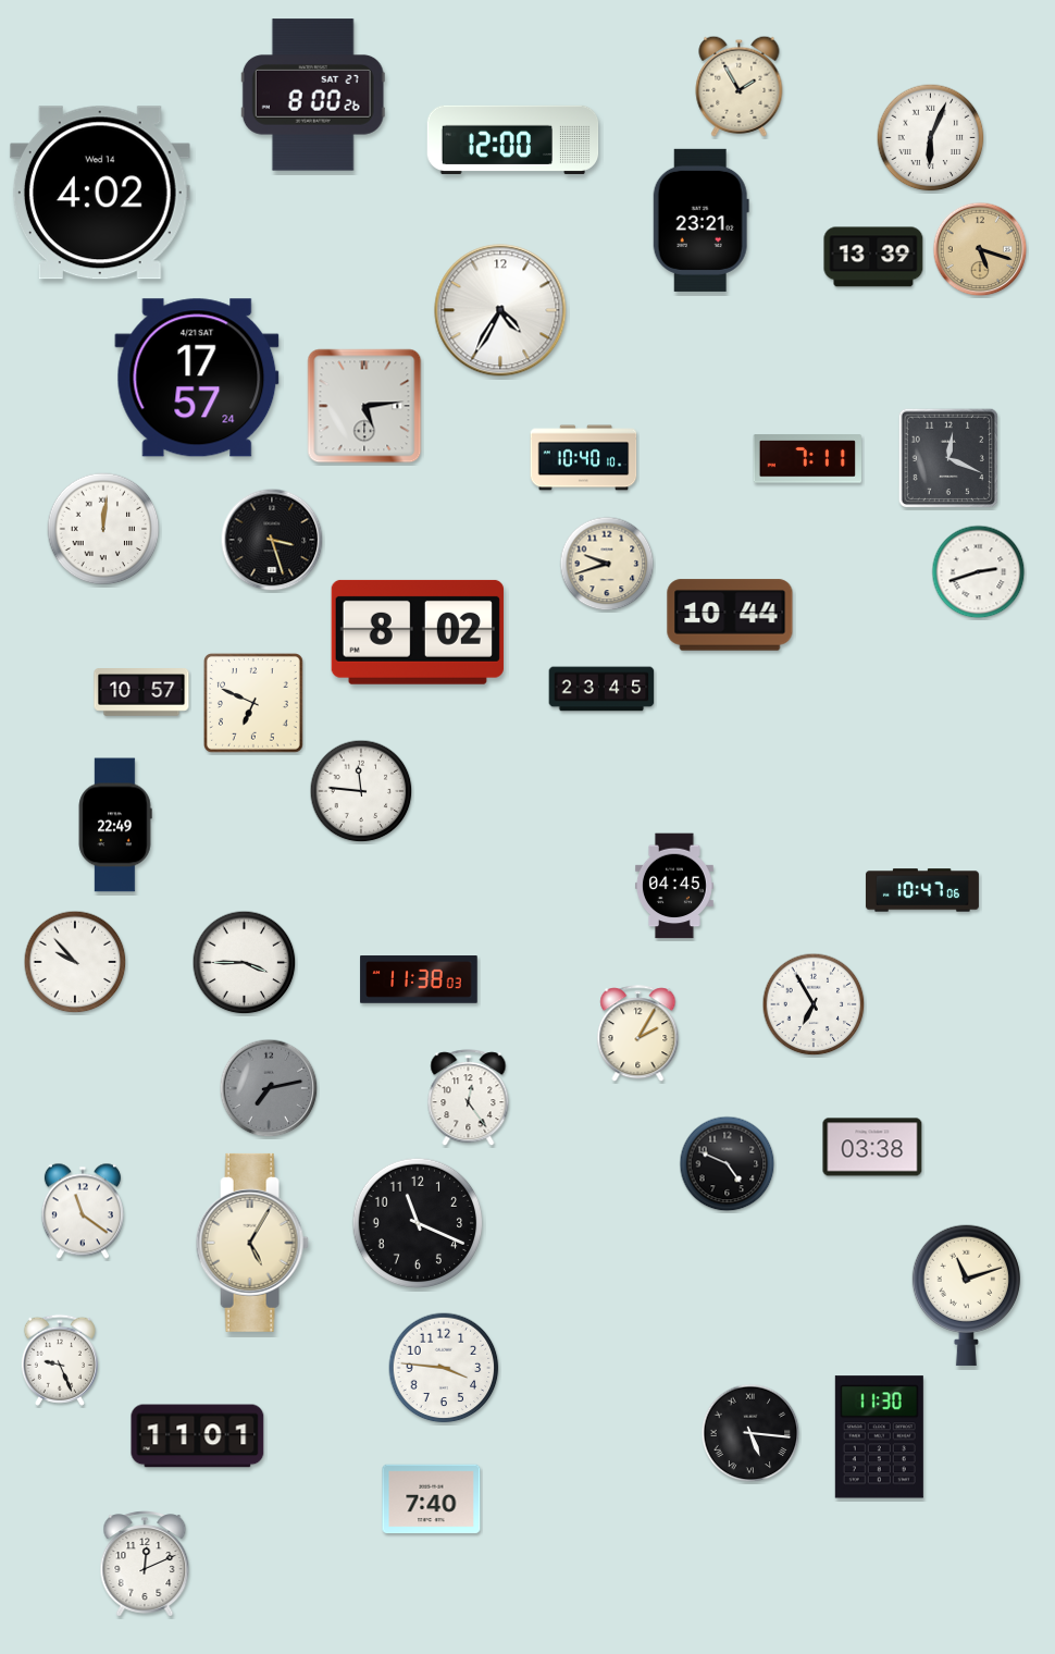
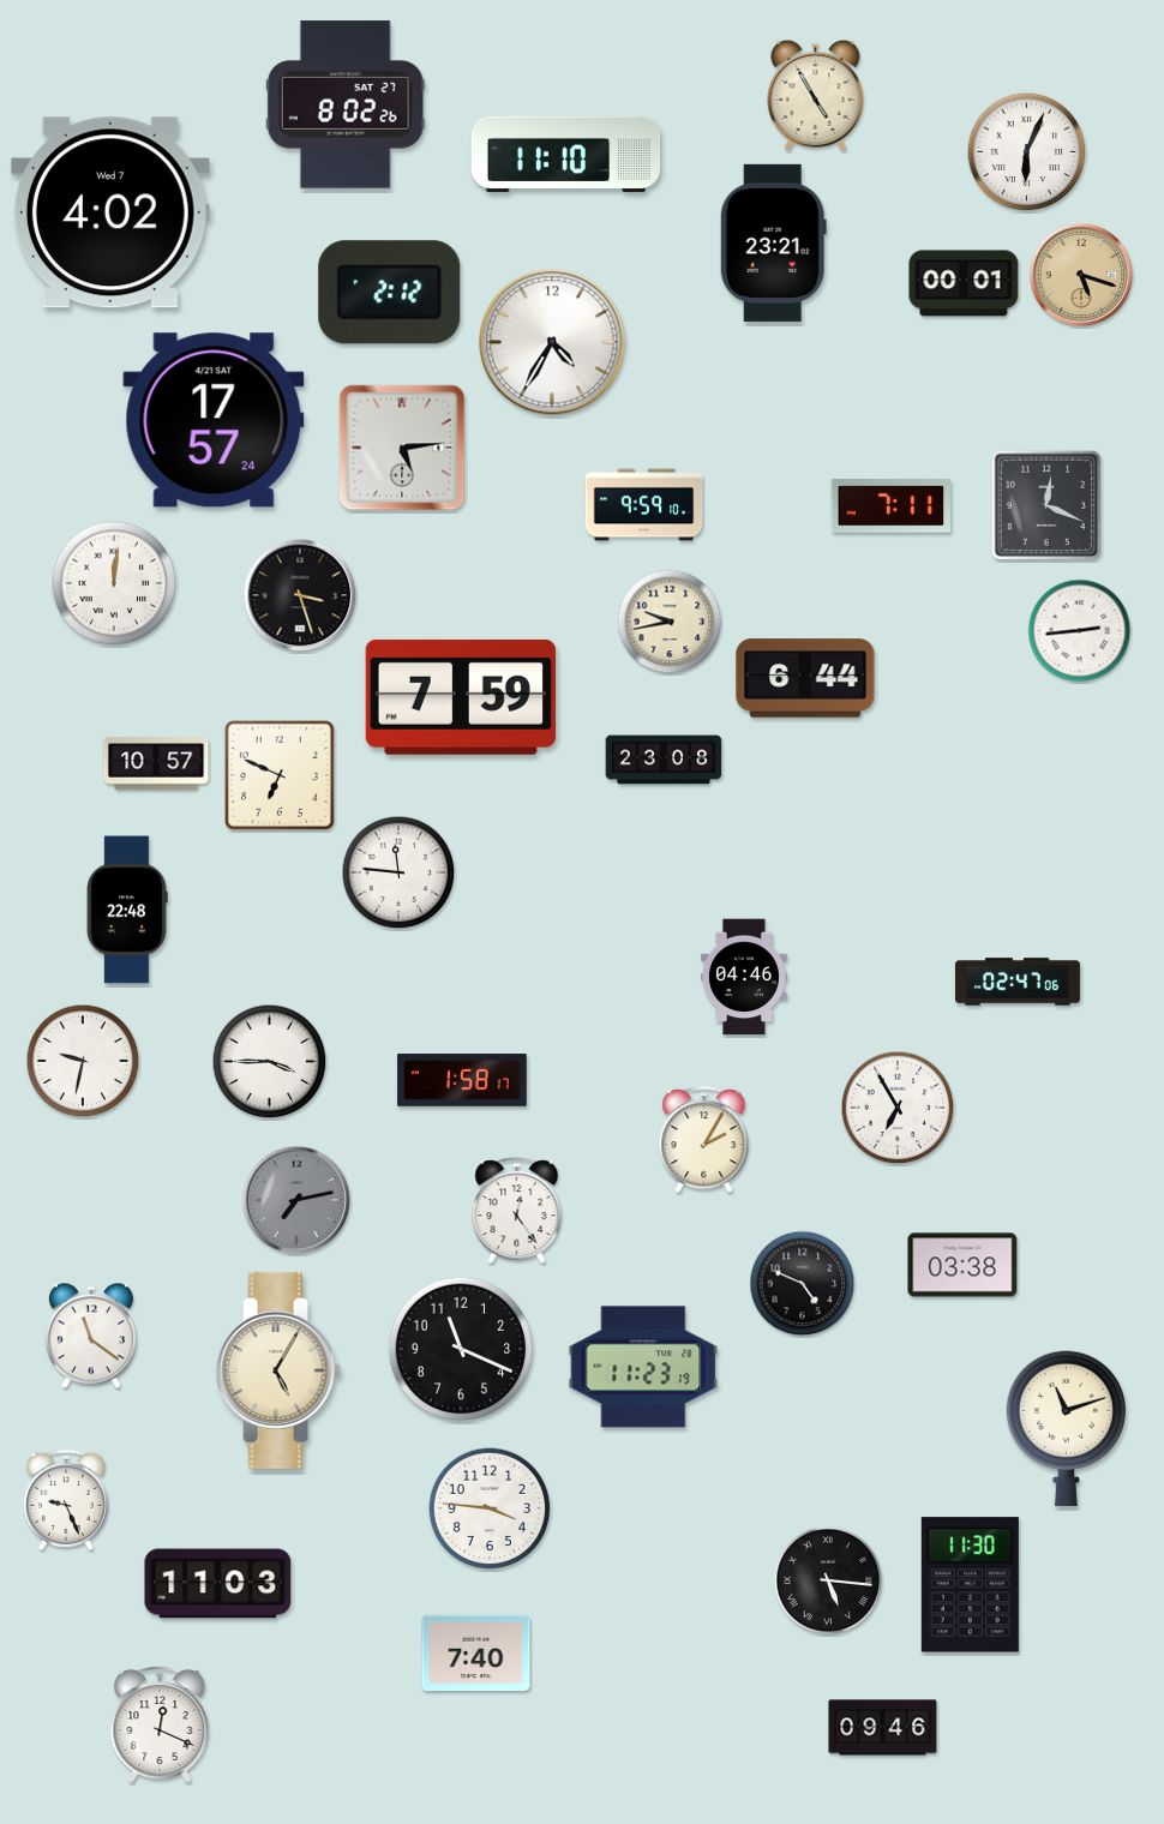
clock at (740, 86): 1:55 -> 4:55
clock at (313, 95): 8:00 -> 8:02
clock at (513, 139): 12:00 -> 11:10
clock at (100, 193) date: Wed 14 -> Wed 7
clock at (873, 257): 13:39 -> 00:01
clock at (390, 293): none -> 2:12
clock at (197, 378) position: (197, 378) -> (214, 420)
clock at (584, 458): 10:40 -> 9:59
clock at (607, 564): 9:42 -> 9:43
clock at (979, 572): 2:42 -> 2:44
clock at (730, 615): 10:44 -> 6:44
clock at (418, 632): 8:02 -> 7:59
clock at (601, 689): 23:45 -> 23:08
clock at (115, 825): 22:49 -> 22:48
clock at (674, 886): 04:45 -> 04:46
clock at (922, 890): 10:47 -> 02:47
clock at (75, 962): 9:53 -> 9:32
clock at (419, 979): 11:38 -> 1:58
clock at (643, 1367): none -> 11:23
clock at (198, 1436): 11:01 -> 11:03
clock at (145, 1564): 12:11 -> 12:19
clock at (883, 1728): none -> 09:46
